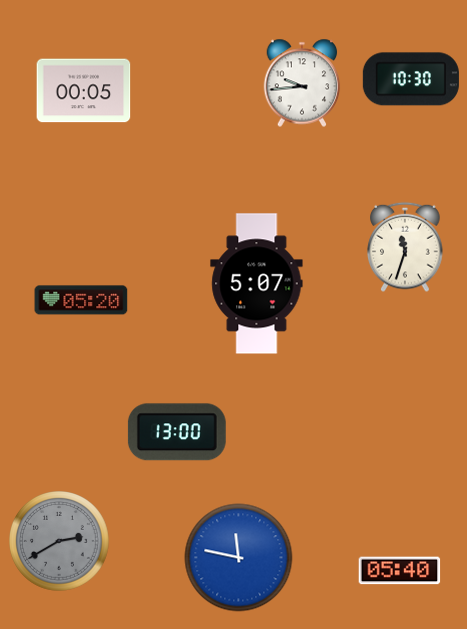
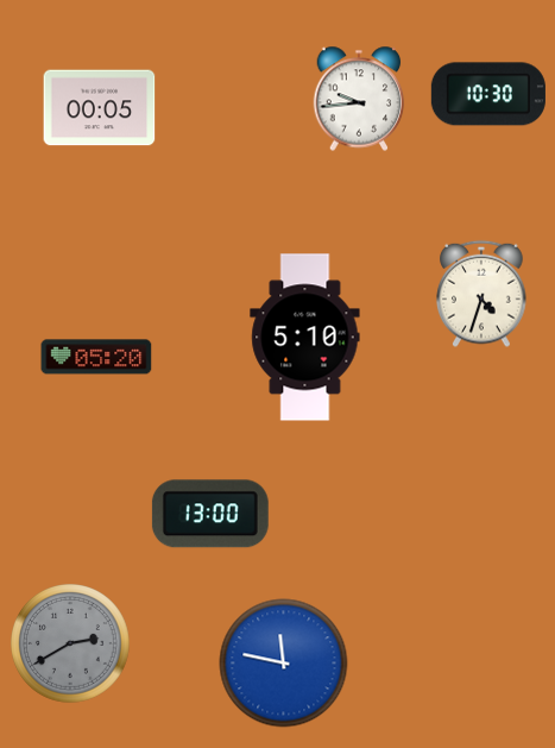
clock at (405, 247): 11:33 -> 4:33
clock at (257, 284): 5:07 -> 5:10
clock at (400, 571): 05:40 -> none
